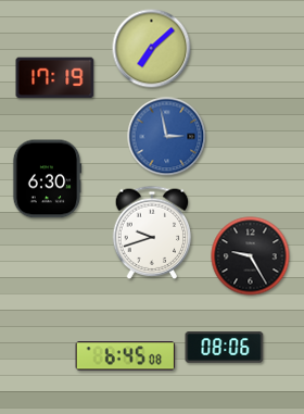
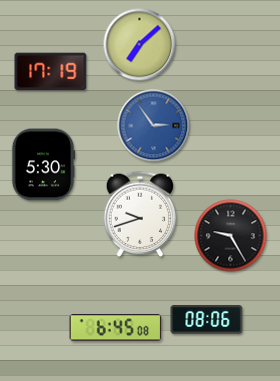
clock at (167, 137): 2:58 -> 2:54
clock at (47, 179): 6:30 -> 5:30
